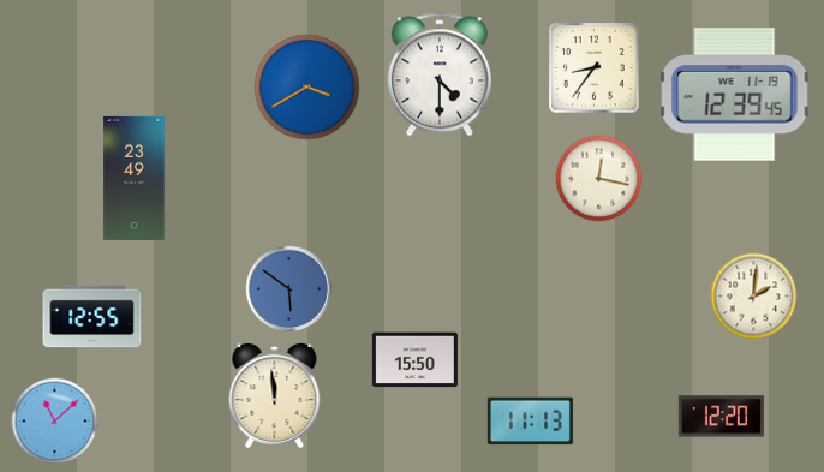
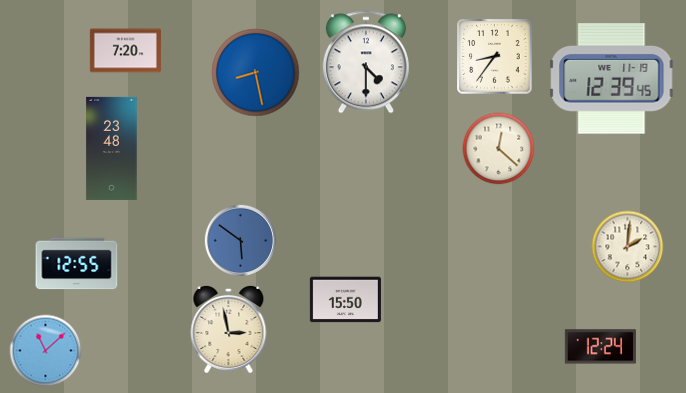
clock at (125, 51): none -> 7:20
clock at (307, 88): 3:40 -> 8:28
clock at (135, 178): 23:49 -> 23:48
clock at (599, 179): 12:17 -> 12:22
clock at (275, 395): 11:59 -> 2:58
clock at (721, 417): 12:20 -> 12:24
clock at (530, 422): 11:13 -> none
